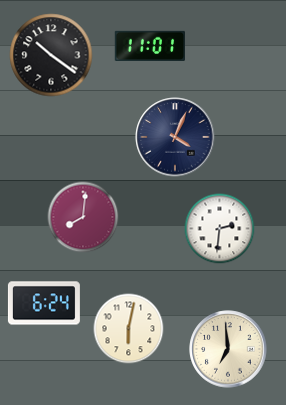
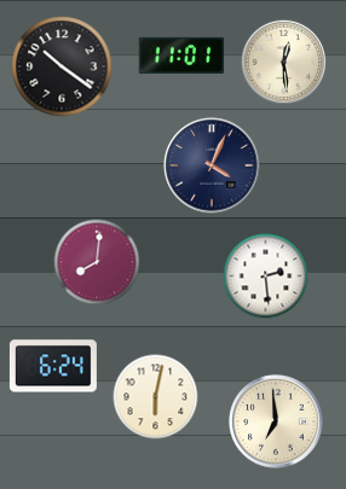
clock at (284, 63): none -> 12:29
clock at (83, 217) position: (83, 217) -> (97, 262)
clock at (220, 229): 2:31 -> 2:29
